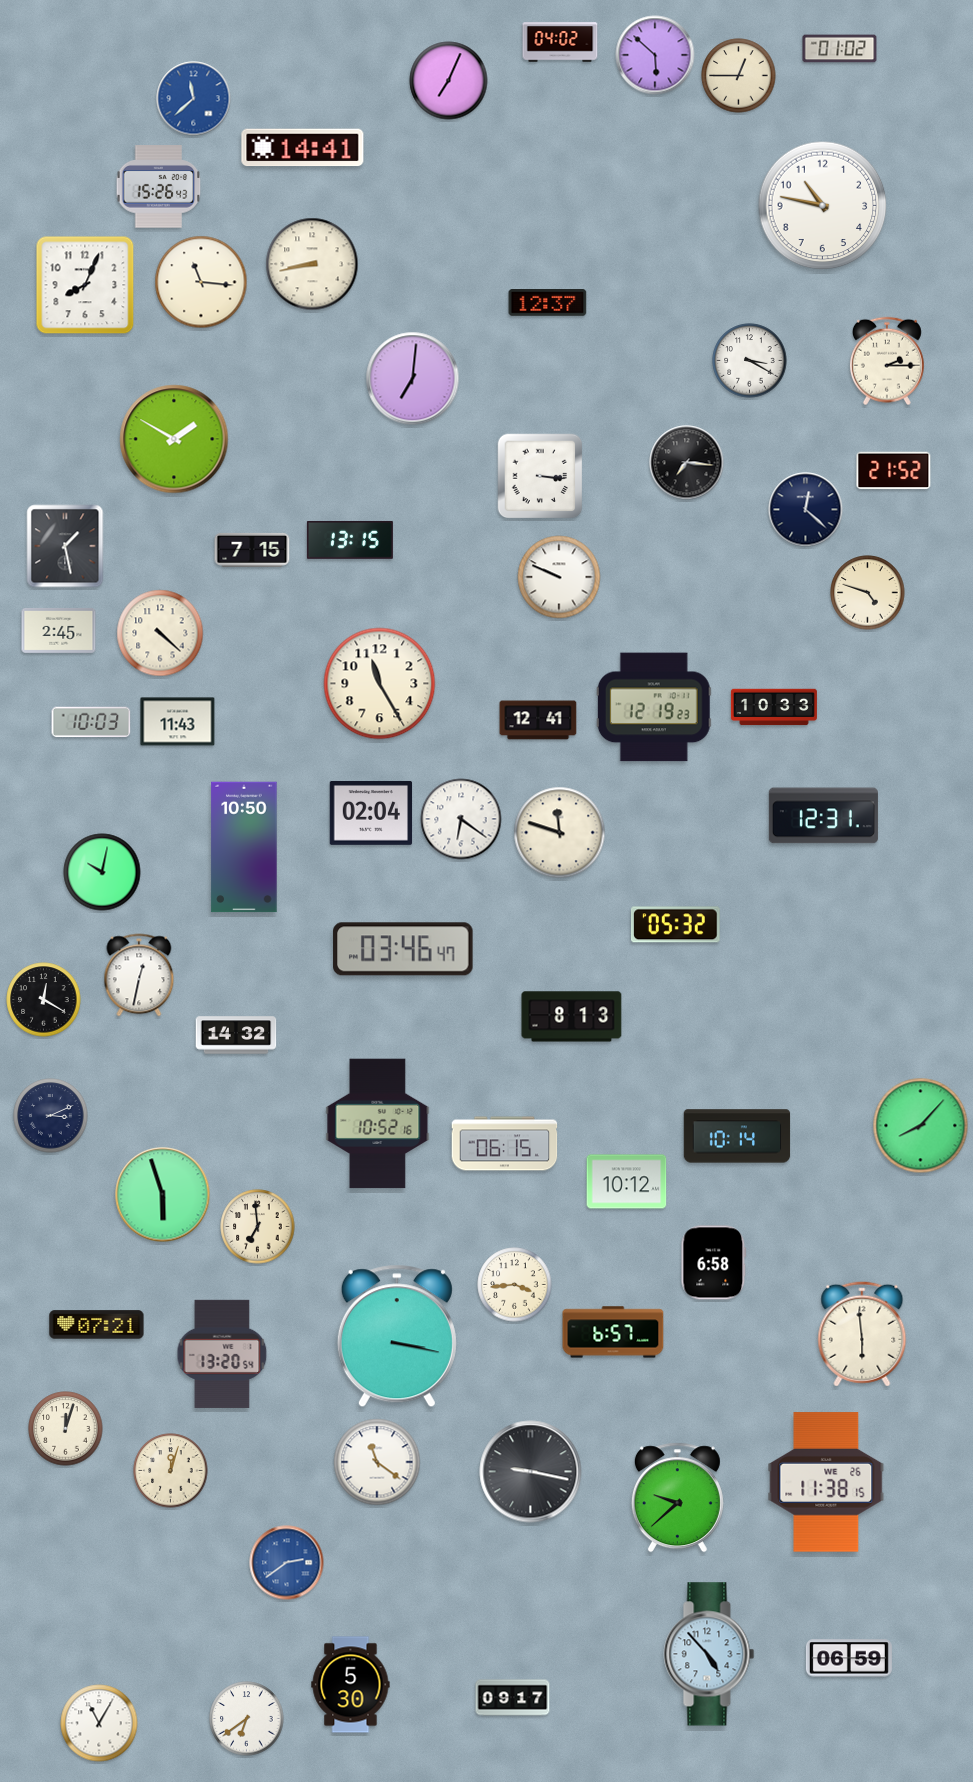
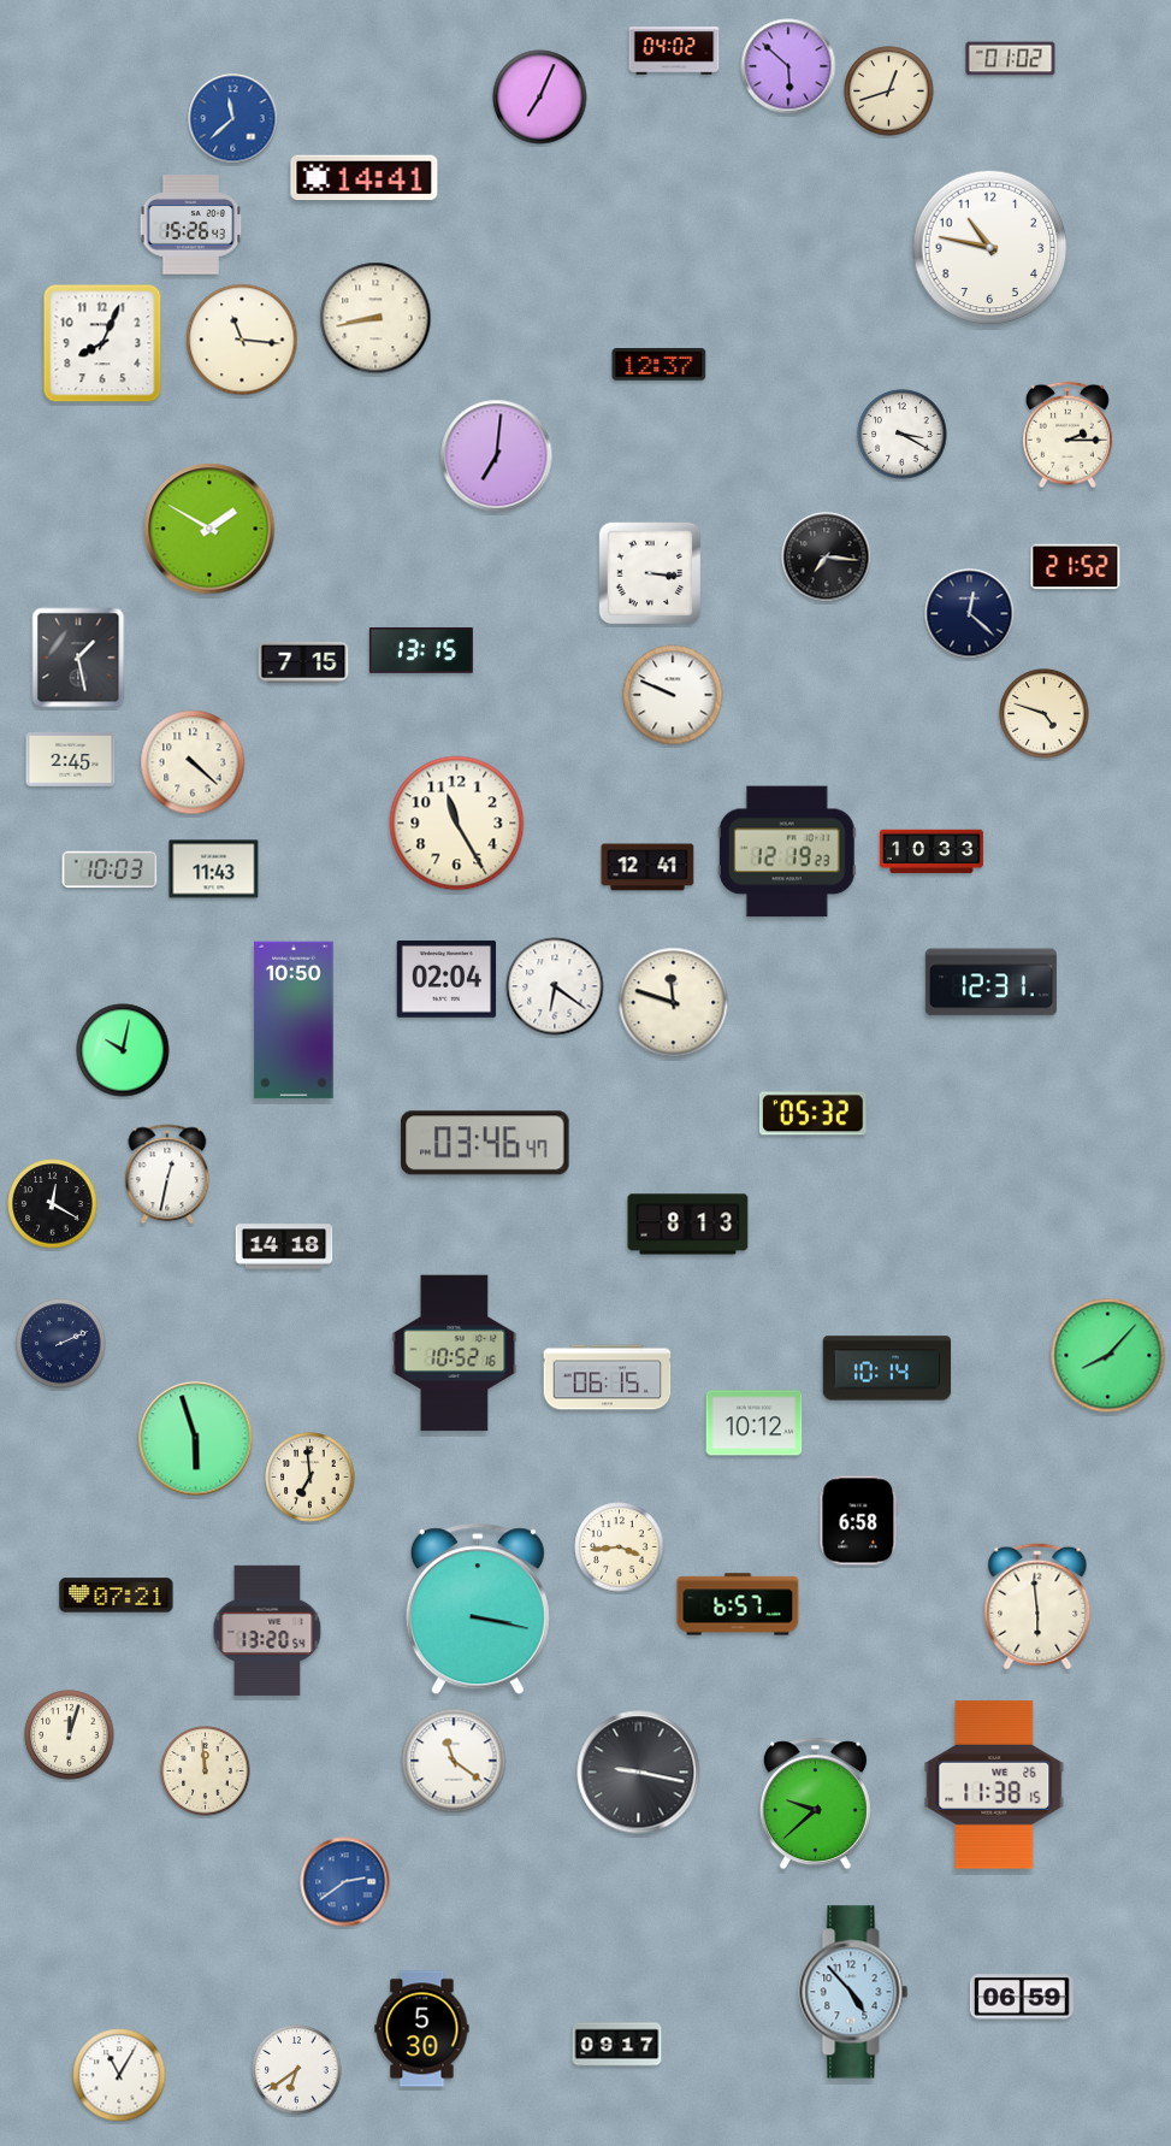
clock at (739, 76): 12:45 -> 12:42
clock at (236, 1035): 14:32 -> 14:18
clock at (51, 1116): 3:11 -> 2:11
clock at (66, 1429) position: (66, 1429) -> (70, 1735)
clock at (171, 1471): 12:03 -> 11:59
